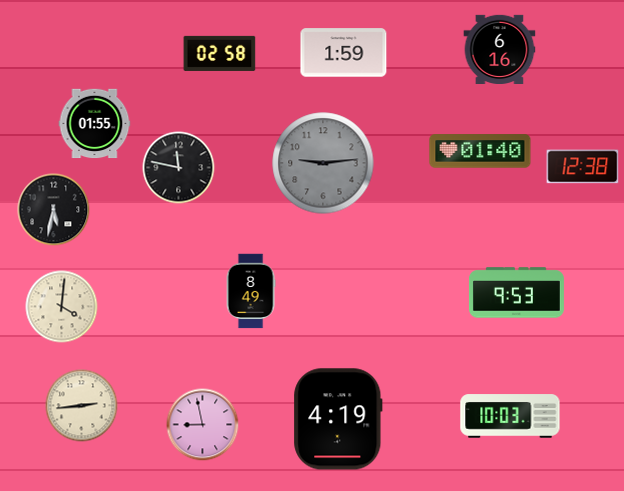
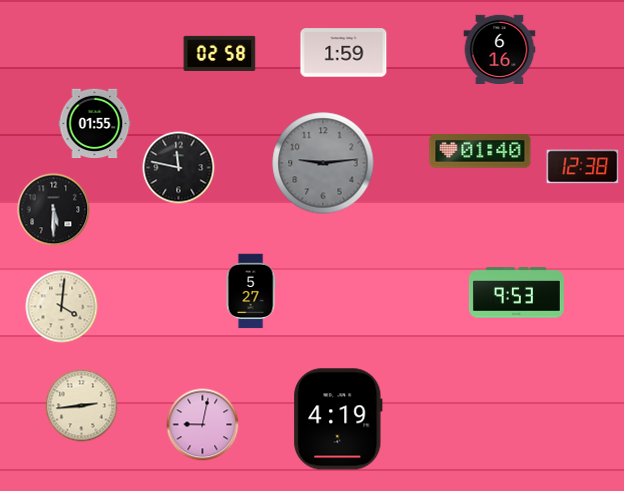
clock at (54, 210): 5:32 -> 5:30
clock at (251, 291): 8:49 -> 5:27
clock at (510, 416): 10:03 -> none
clock at (203, 425): 8:58 -> 9:02
